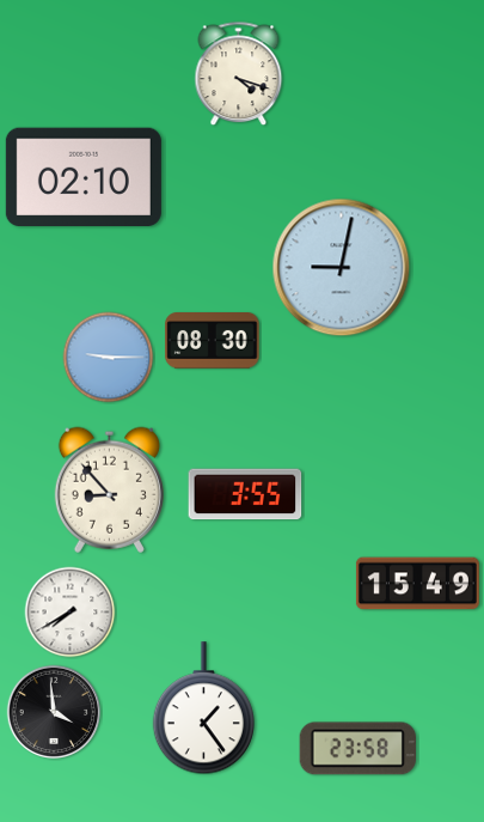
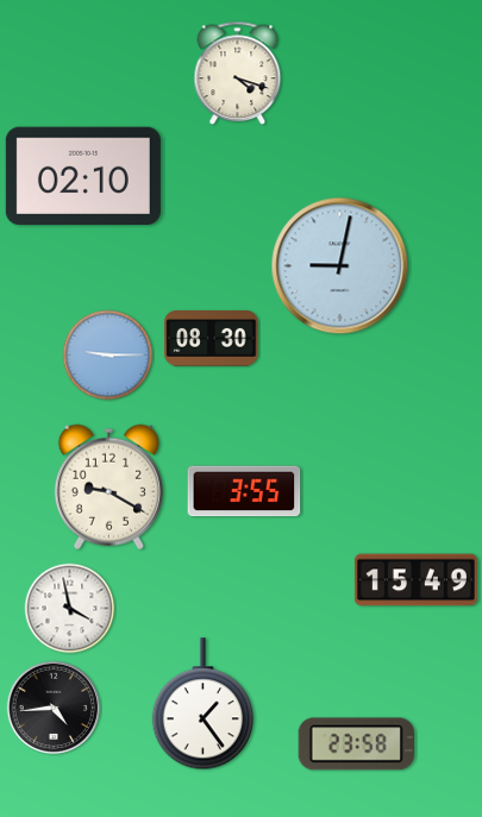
clock at (109, 489): 8:53 -> 9:20
clock at (71, 613): 7:40 -> 3:58
clock at (54, 712): 3:59 -> 4:44
